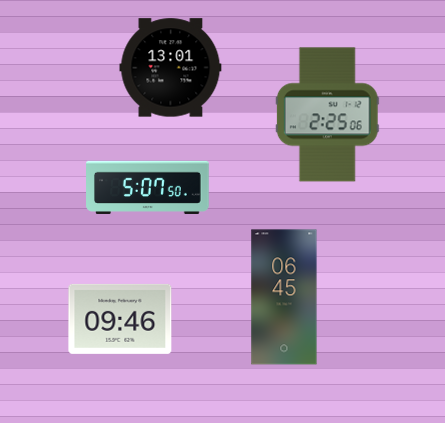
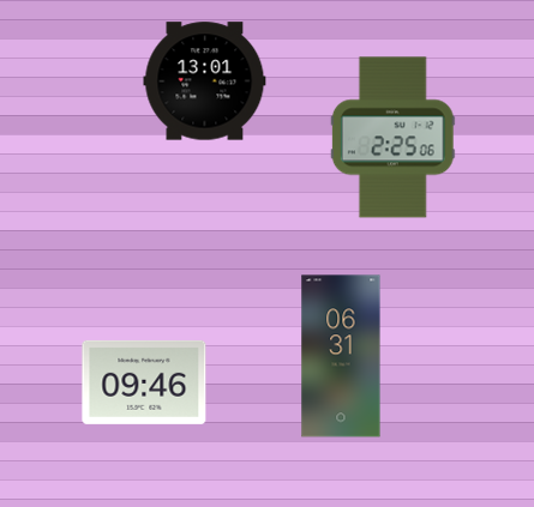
clock at (148, 187): 5:07 -> none
clock at (284, 297): 06:45 -> 06:31
